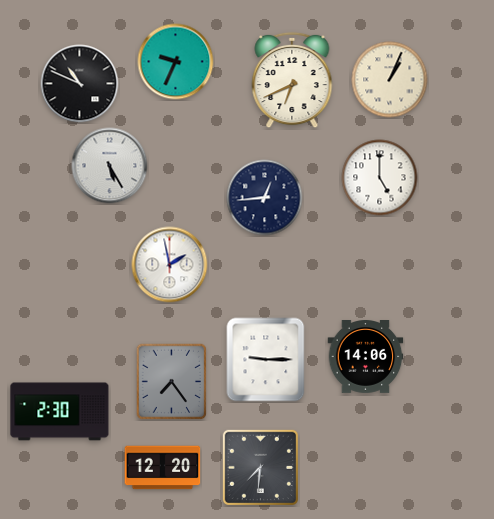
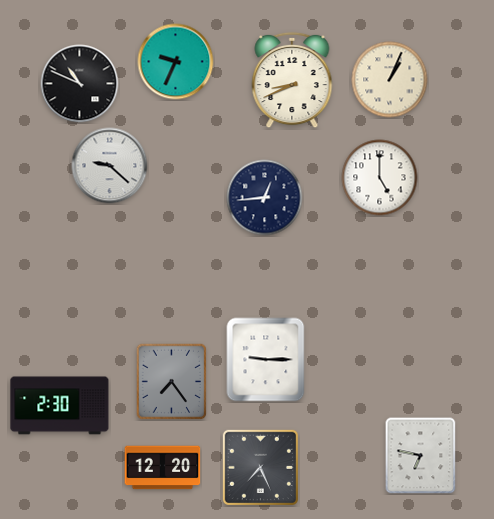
clock at (292, 80): 6:41 -> 8:41
clock at (110, 166): 5:25 -> 9:22
clock at (170, 265): 1:58 -> none
clock at (366, 357): 14:06 -> none
clock at (60, 412) position: (60, 412) -> (60, 406)
clock at (421, 456): none -> 6:47
clock at (260, 467): 7:31 -> 7:26
